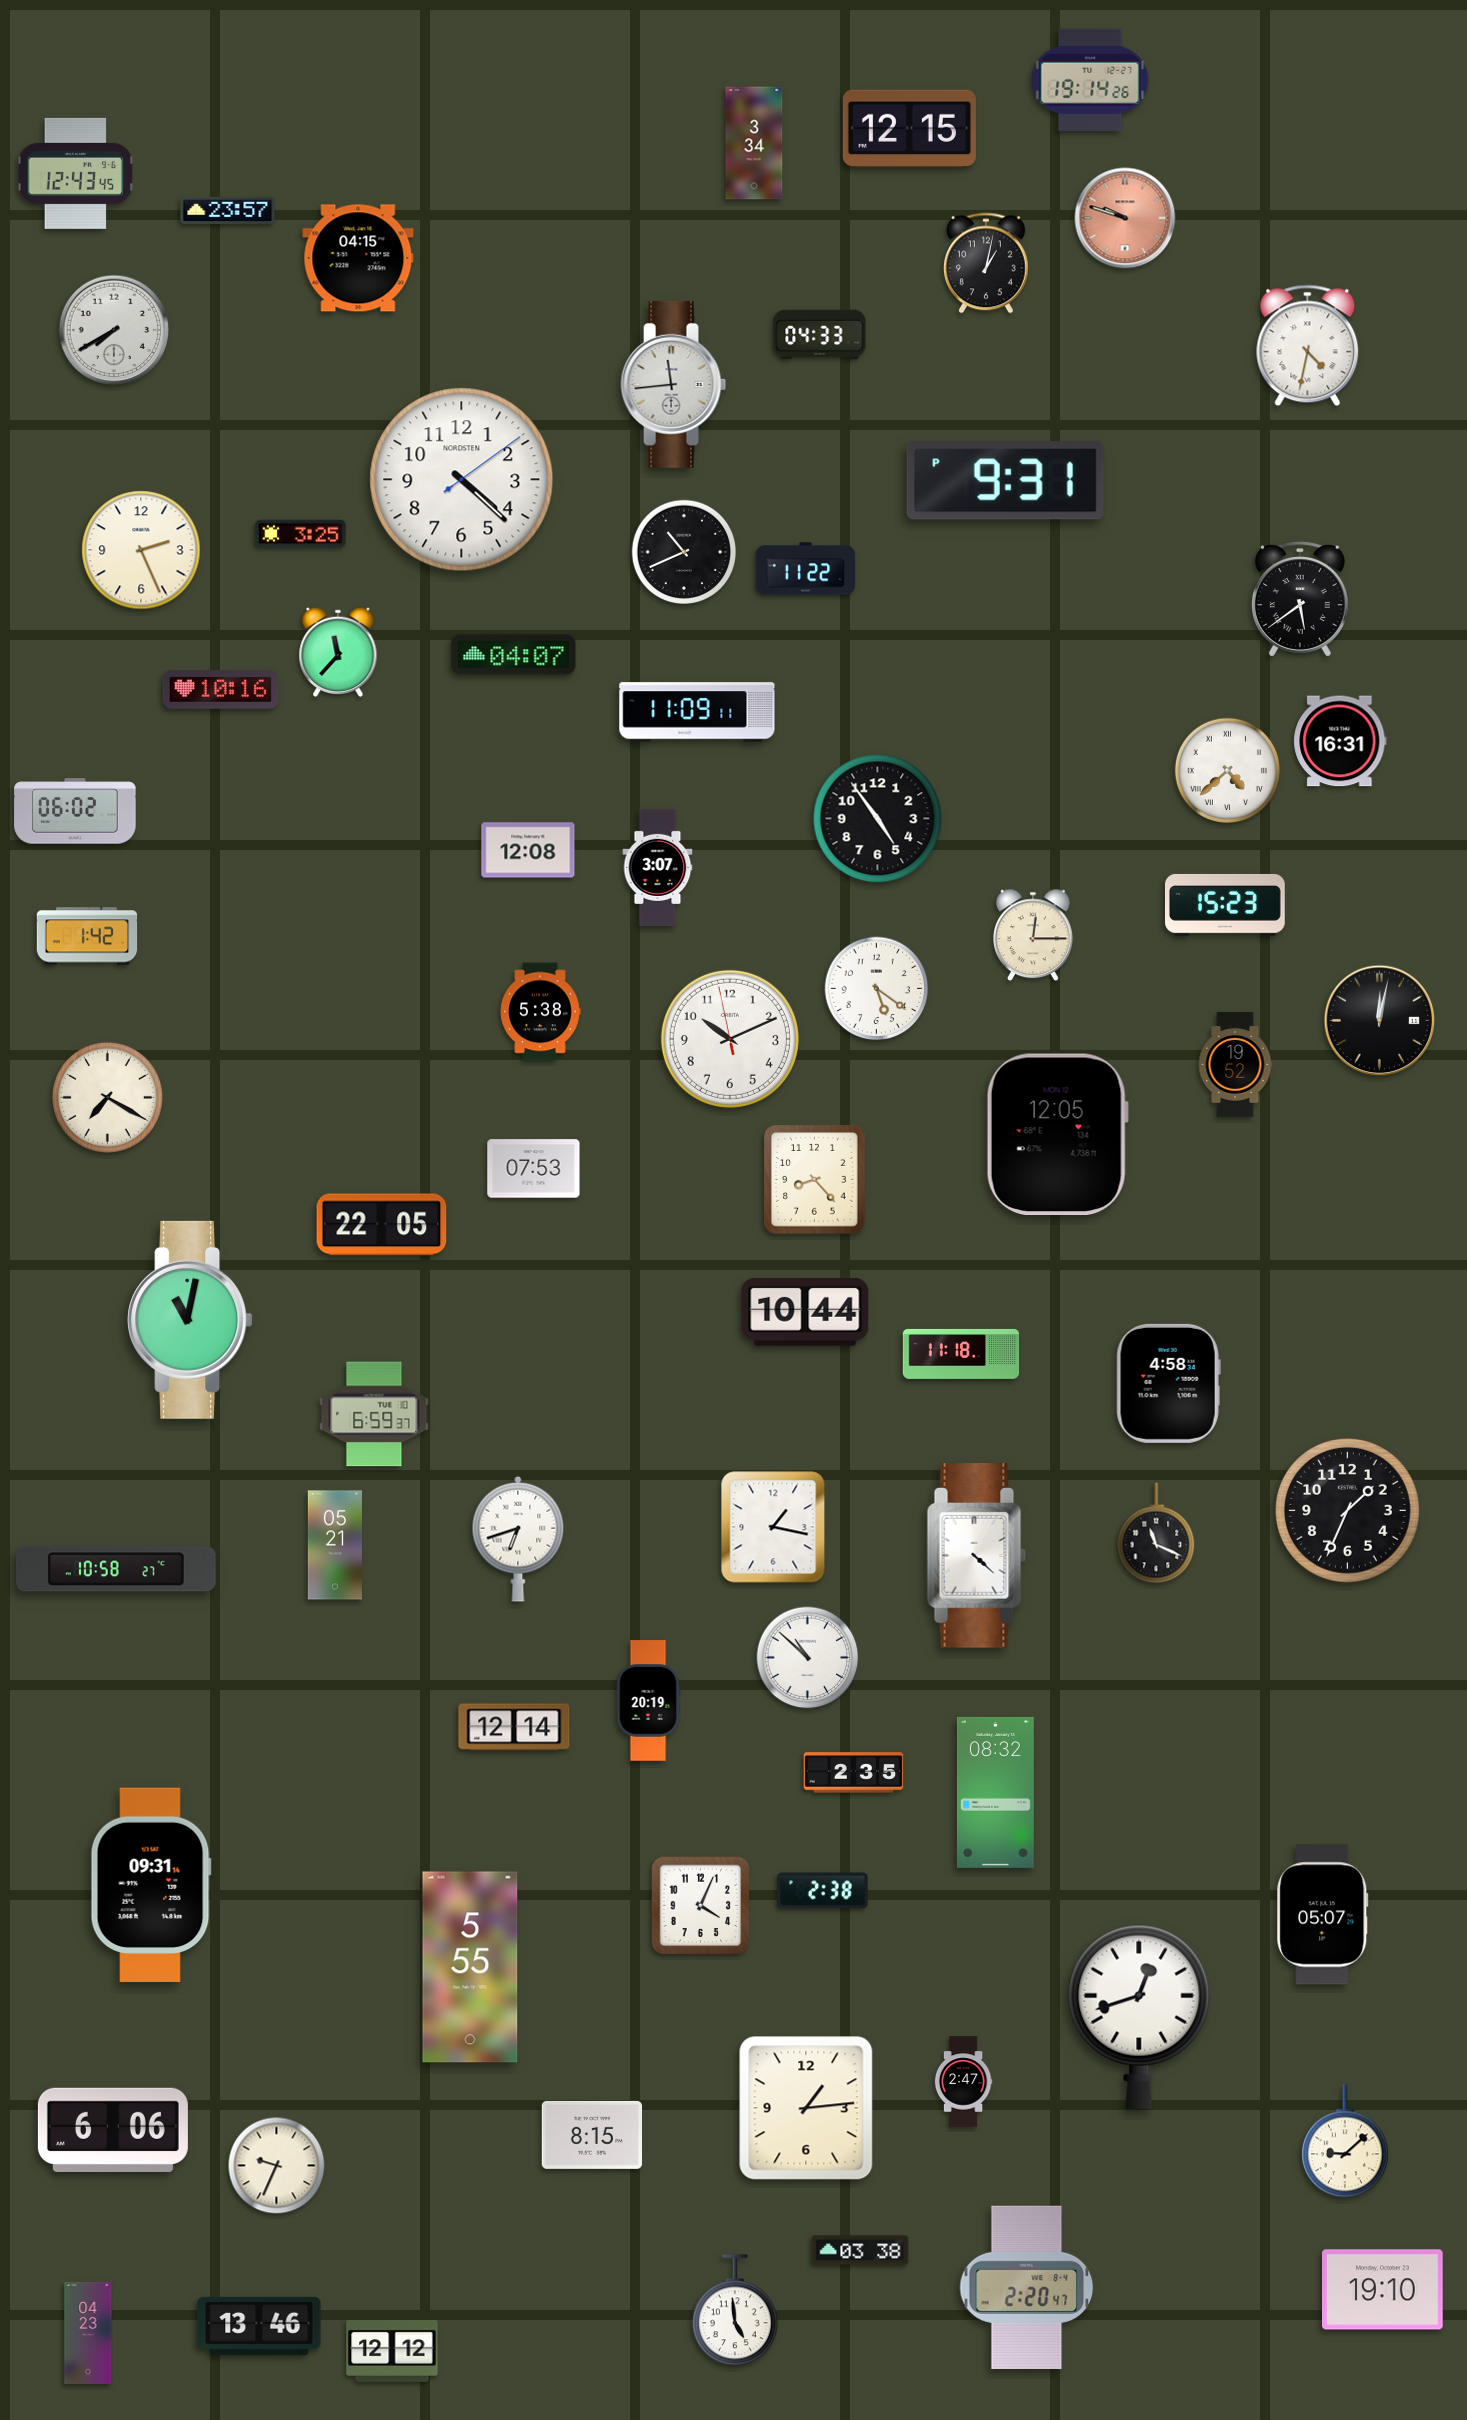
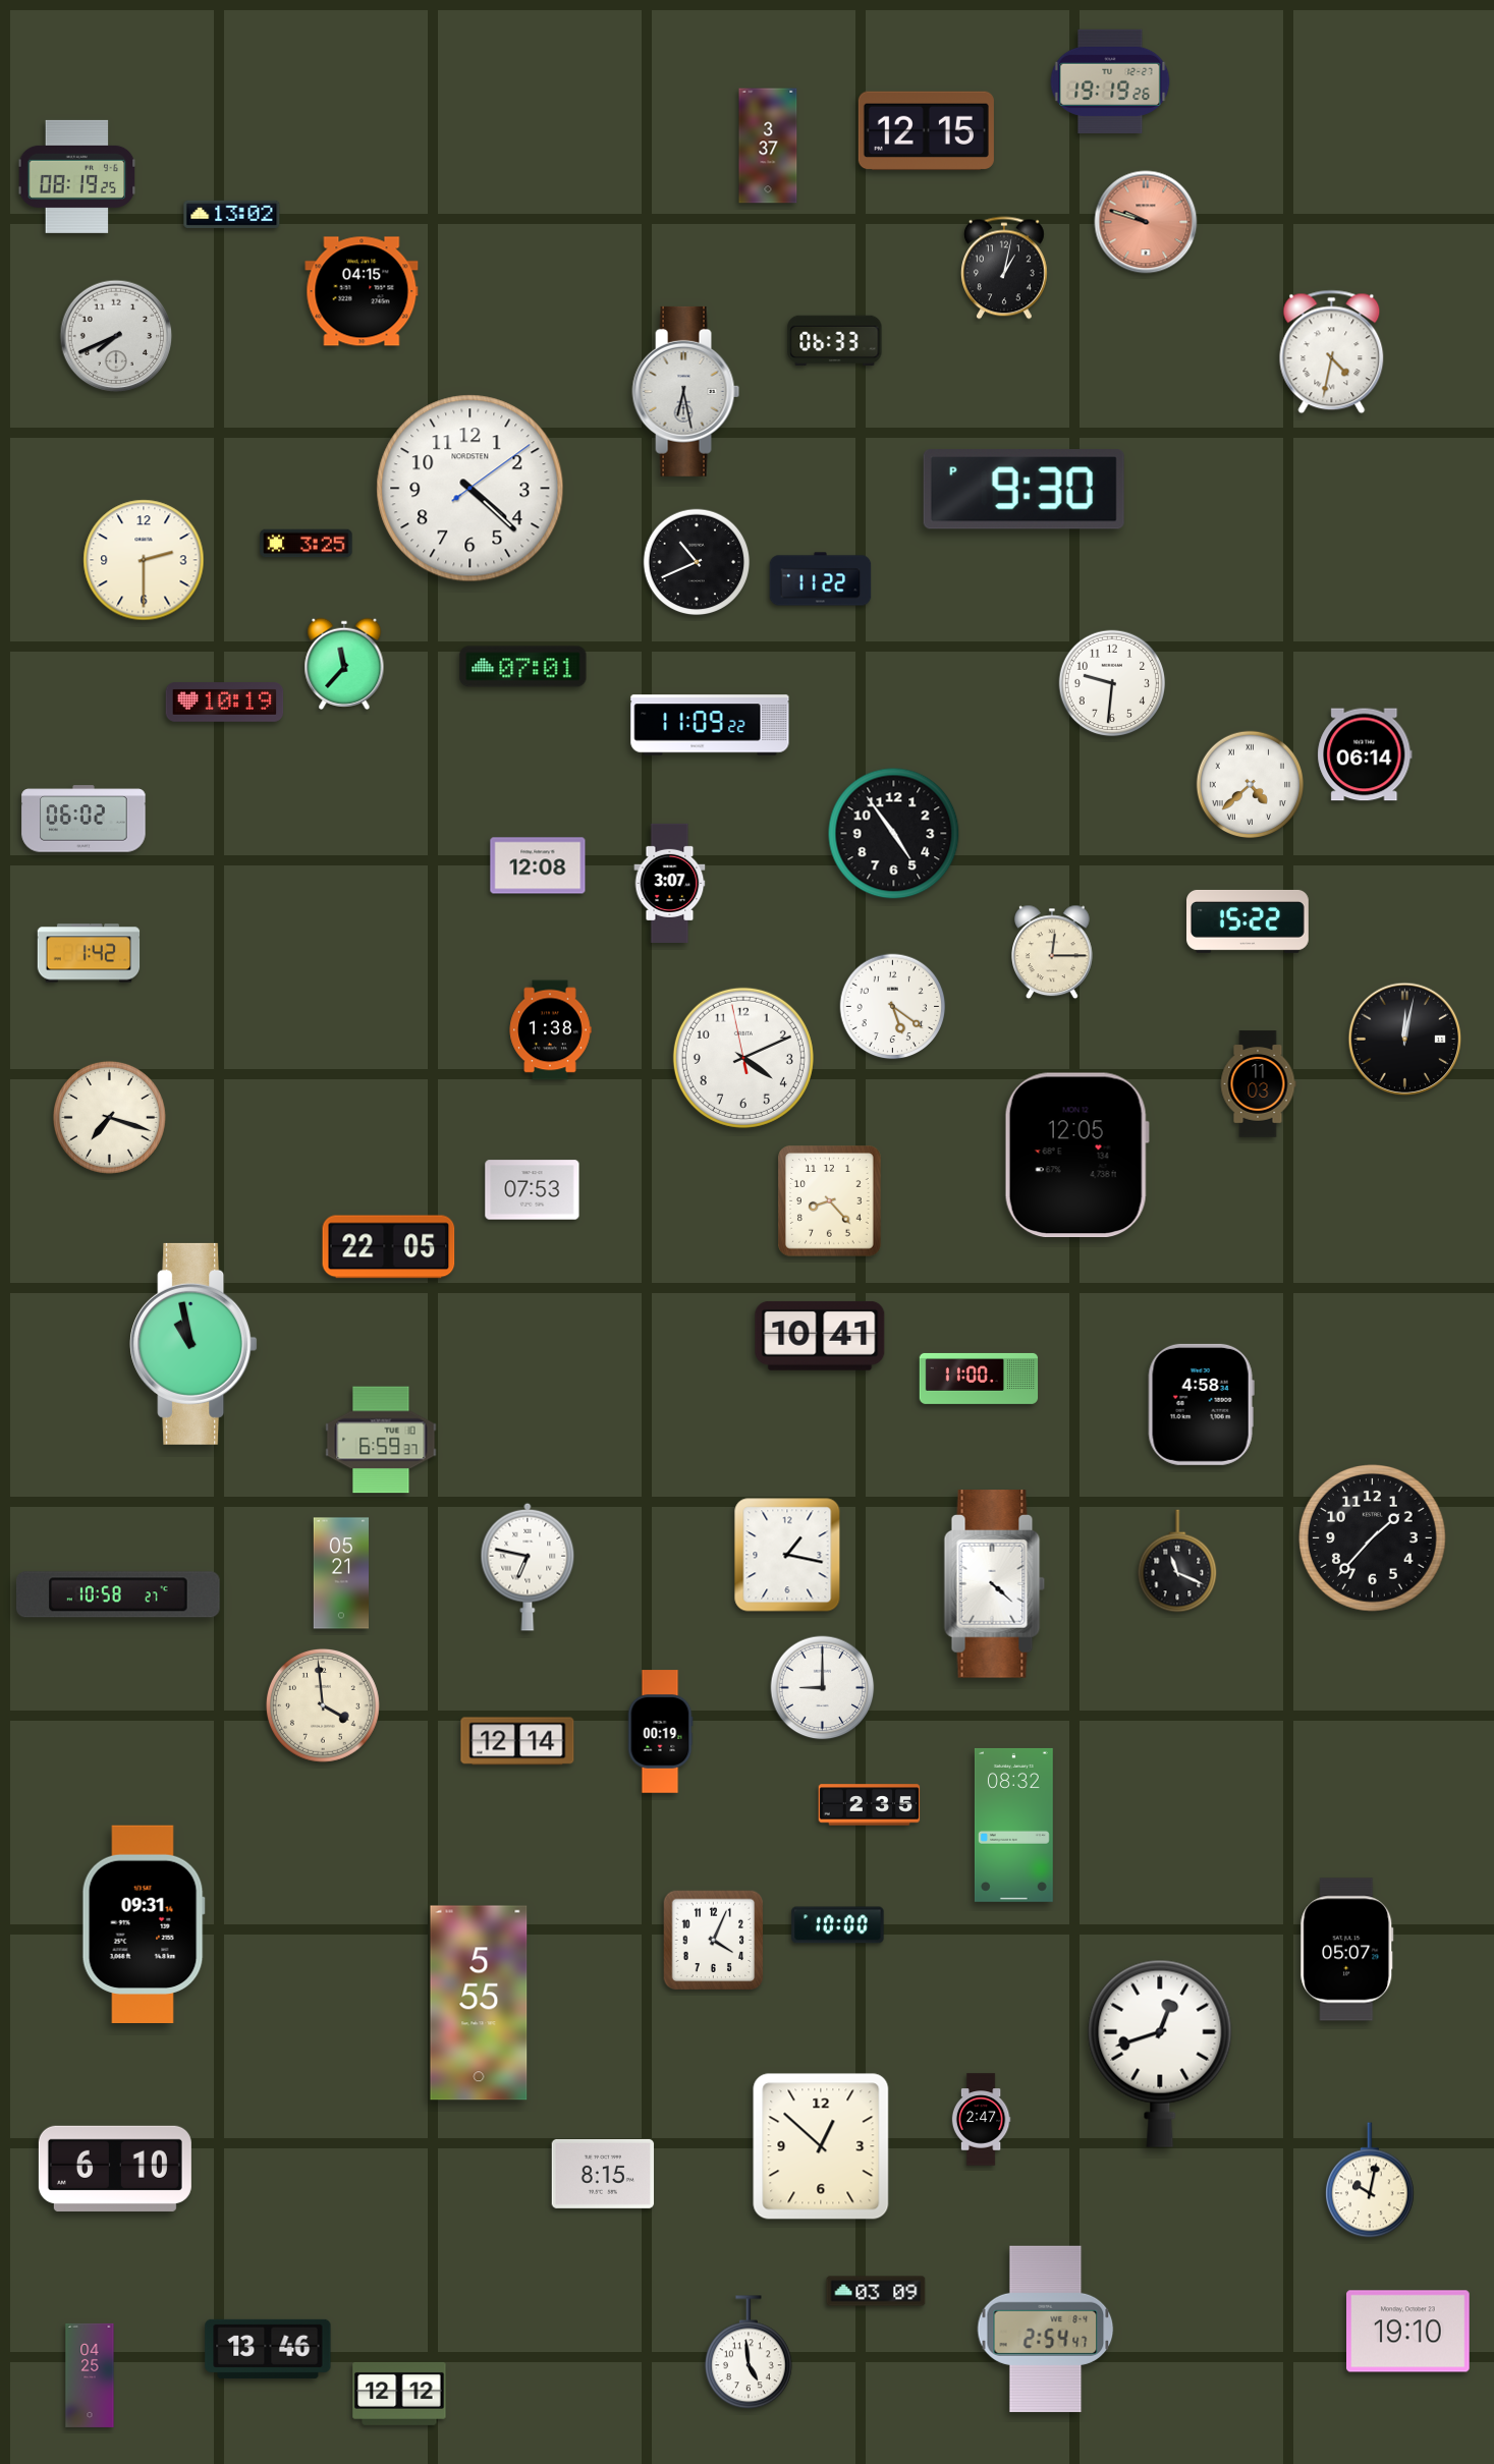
clock at (1090, 80): 19:14 -> 19:19
clock at (754, 143): 3:34 -> 3:37
clock at (76, 173): 12:43 -> 08:19
clock at (228, 210): 23:57 -> 13:02
clock at (358, 258) position: (358, 258) -> (362, 291)
clock at (114, 330): 7:40 -> 7:41
clock at (820, 335): 04:33 -> 06:33
clock at (674, 384): 11:44 -> 6:28
clock at (1005, 481): 9:31 -> 9:30
clock at (141, 550): 2:26 -> 2:30
clock at (1300, 599): 5:39 -> none
clock at (514, 655): 04:07 -> 07:01
clock at (1112, 683): none -> 9:31
clock at (221, 690): 10:16 -> 10:19
clock at (697, 712): 11:09:11 -> 11:09:22
clock at (1340, 741): 16:31 -> 06:14
clock at (75, 811) position: (75, 811) -> (84, 819)
clock at (1226, 905): 15:23 -> 15:22
clock at (540, 1012): 5:38 -> 1:38
clock at (730, 1039): 10:10 -> 4:10
clock at (1235, 1065): 19:52 -> 11:03
clock at (107, 1097): 7:20 -> 7:18
clock at (534, 1169) position: (534, 1169) -> (533, 1190)
clock at (805, 1312): 10:44 -> 10:41
clock at (190, 1320): 11:02 -> 10:58
clock at (961, 1354): 11:18 -> 11:00
clock at (1168, 1383) position: (1168, 1383) -> (1201, 1404)
clock at (1348, 1511): 1:34 -> 1:37
clock at (518, 1539): 6:42 -> 6:47
clock at (116, 1569) position: (116, 1569) -> (118, 1594)
clock at (808, 1658): 10:52 -> 9:00
clock at (323, 1705): none -> 3:59
clock at (648, 1701): 20:19 -> 00:19
clock at (514, 1727) position: (514, 1727) -> (517, 1741)
clock at (151, 1884) position: (151, 1884) -> (144, 1923)
clock at (823, 1891): 2:38 -> 10:00
clock at (806, 2108): 1:14 -> 12:52
clock at (113, 2130): 6:06 -> 6:10
clock at (1346, 2141): 9:08 -> 10:02
clock at (277, 2166): 9:34 -> none
clock at (860, 2250): 03:38 -> 03:09
clock at (1027, 2287): 2:20 -> 2:54
clock at (259, 2326) position: (259, 2326) -> (268, 2349)
clock at (88, 2333): 04:23 -> 04:25
